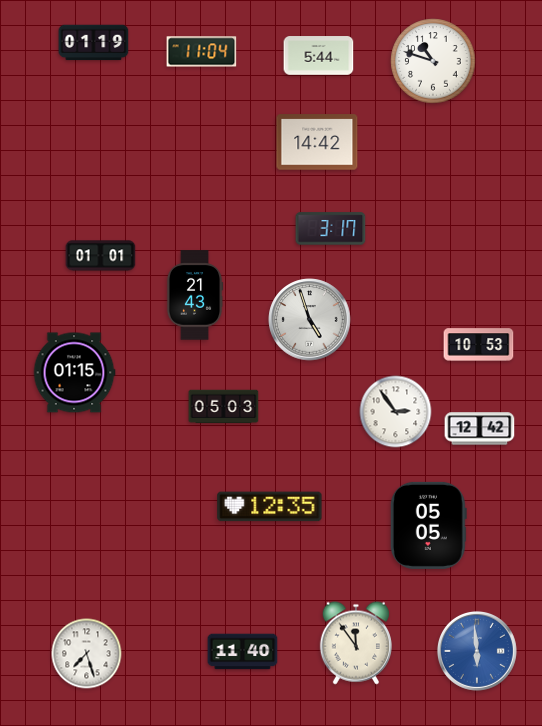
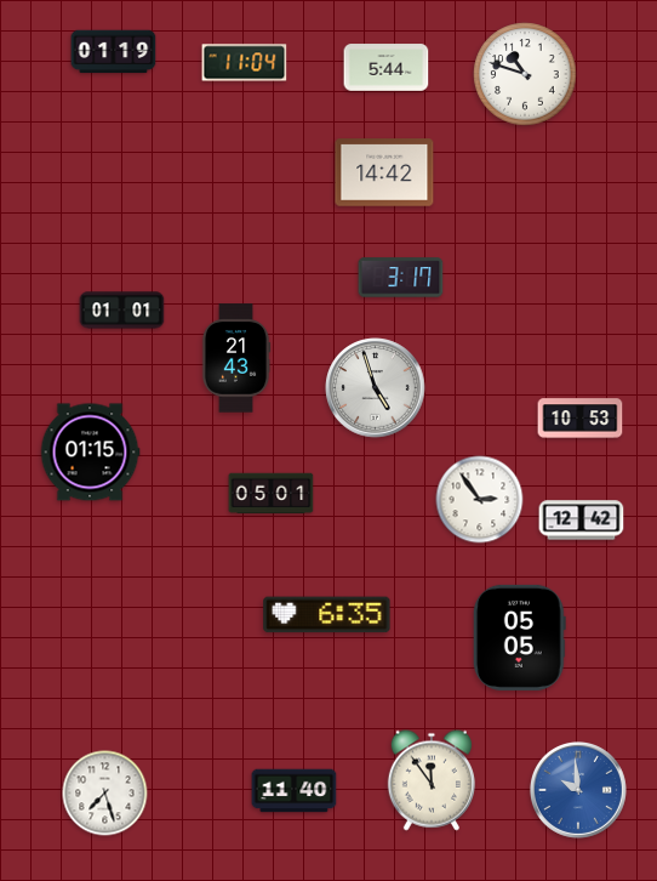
clock at (224, 407): 05:03 -> 05:01
clock at (270, 507): 12:35 -> 6:35
clock at (477, 651): 5:59 -> 9:59
